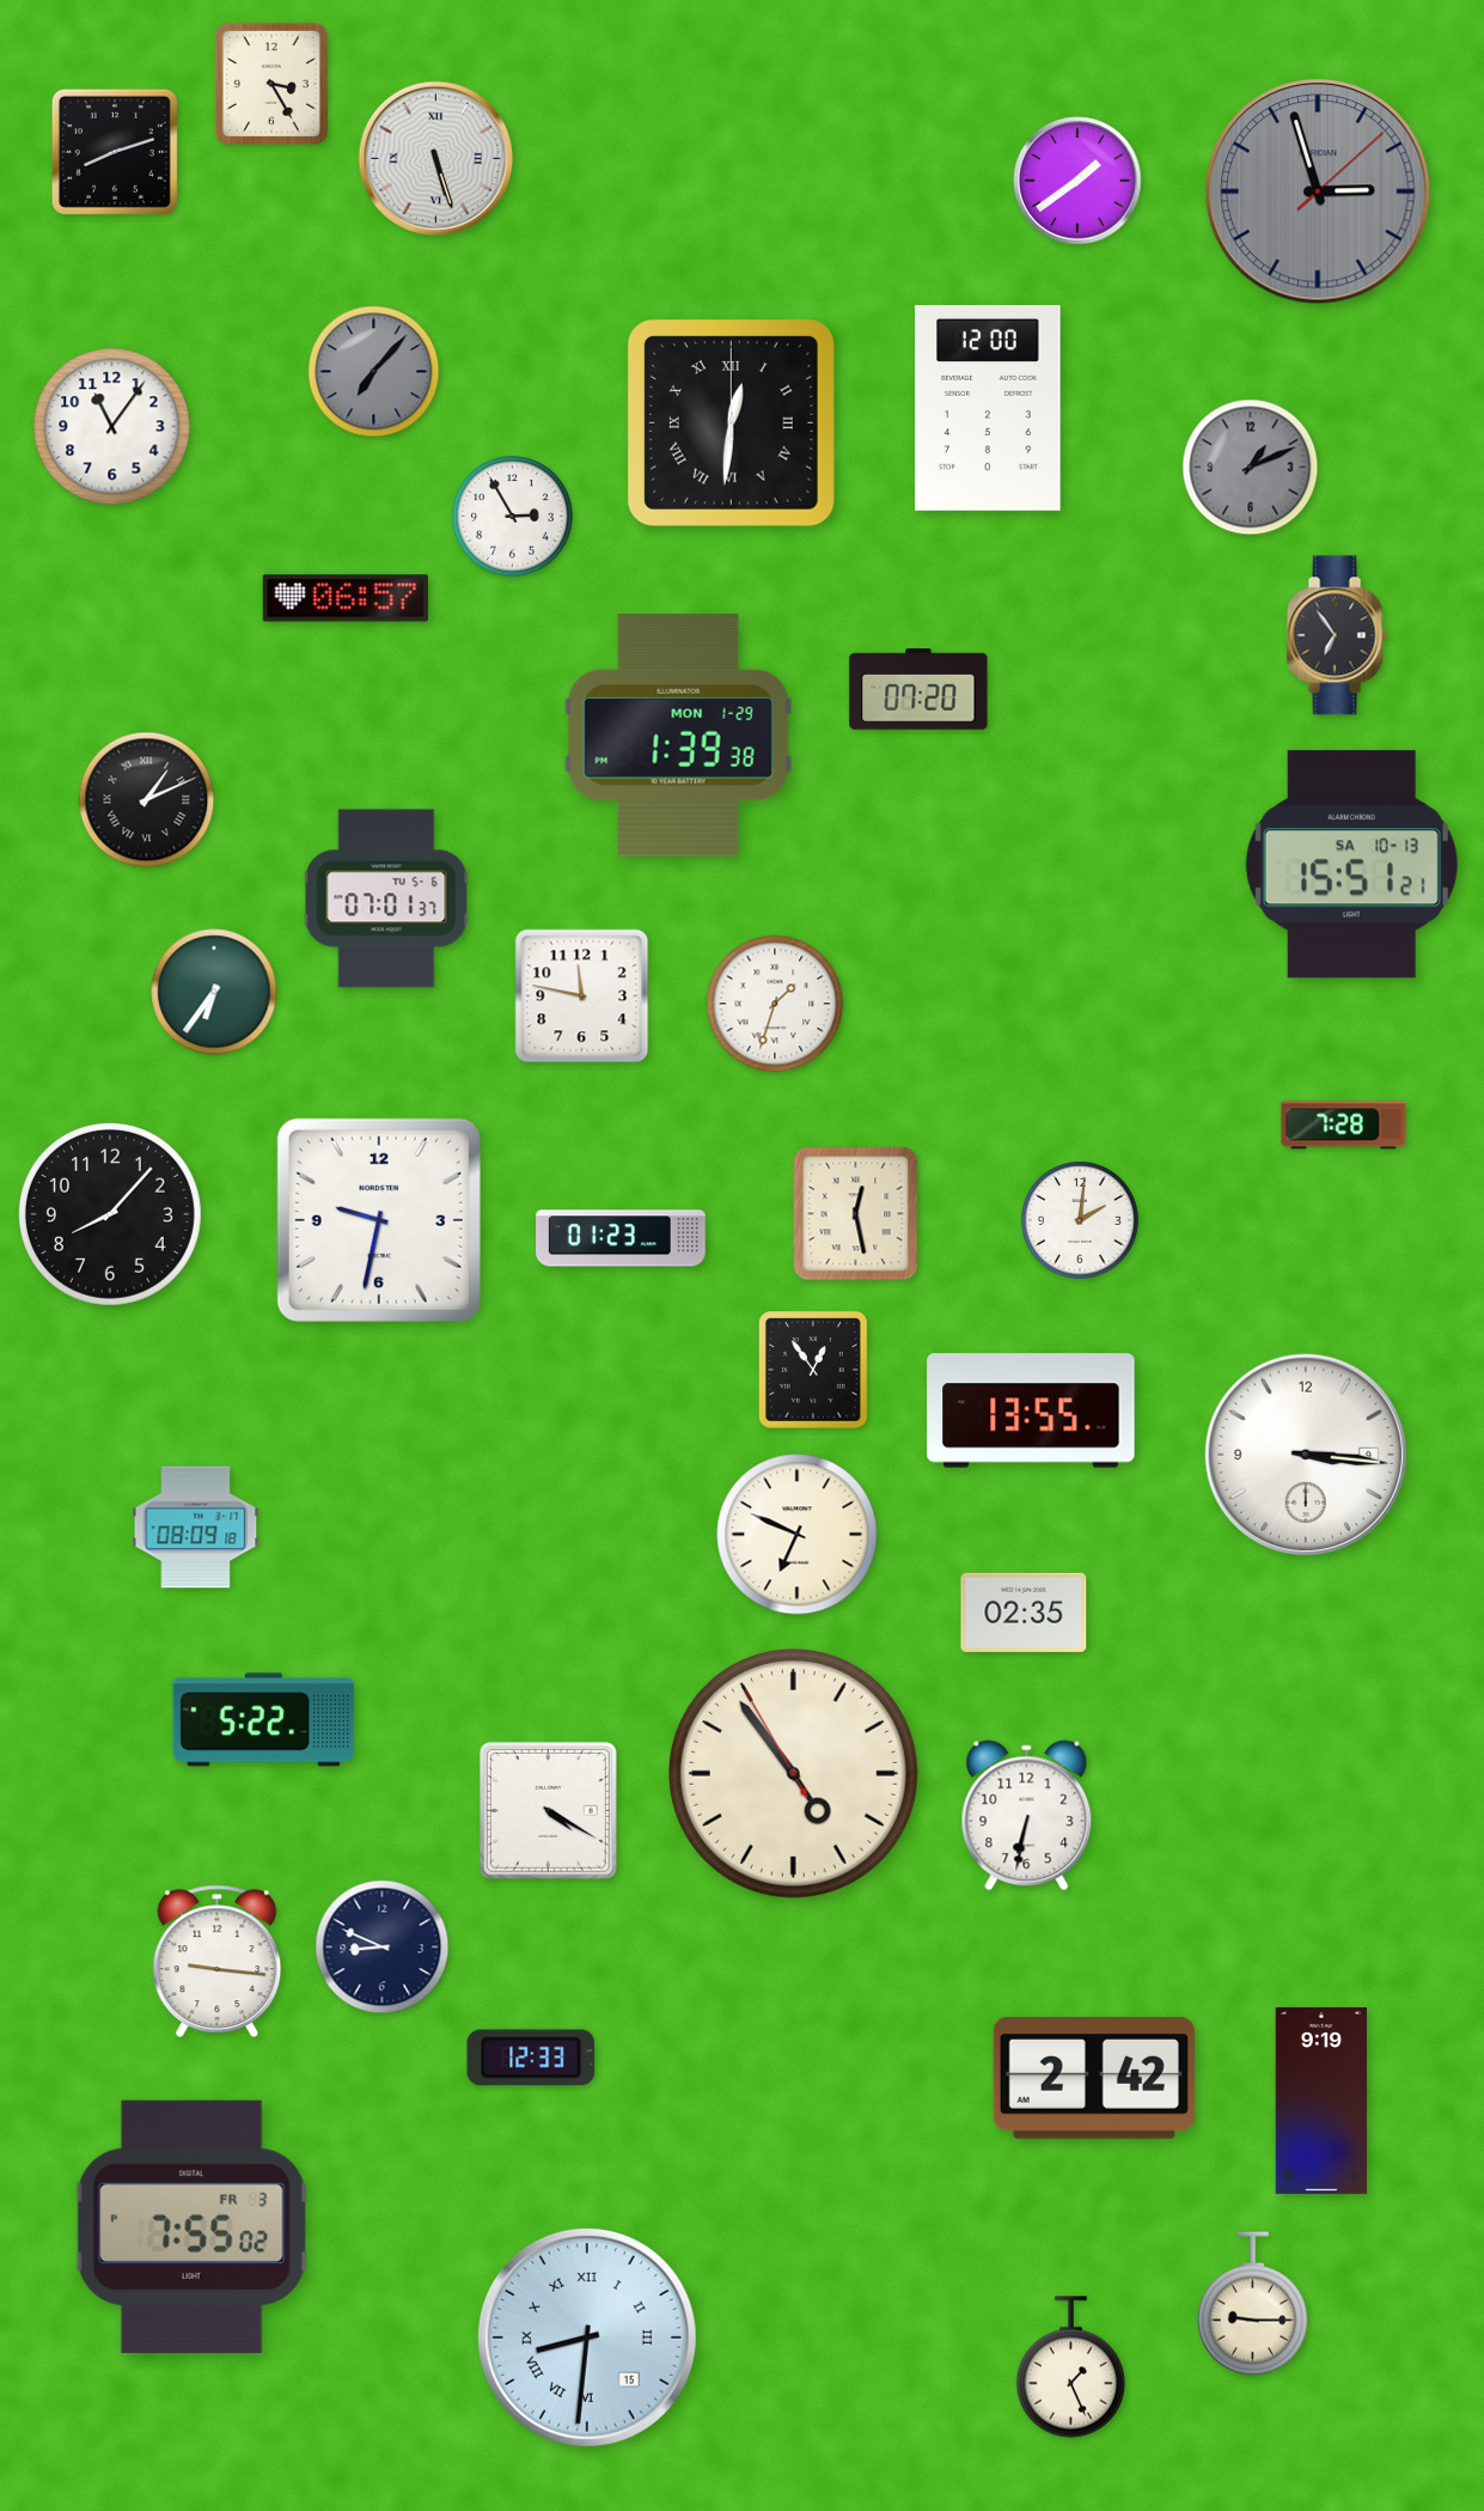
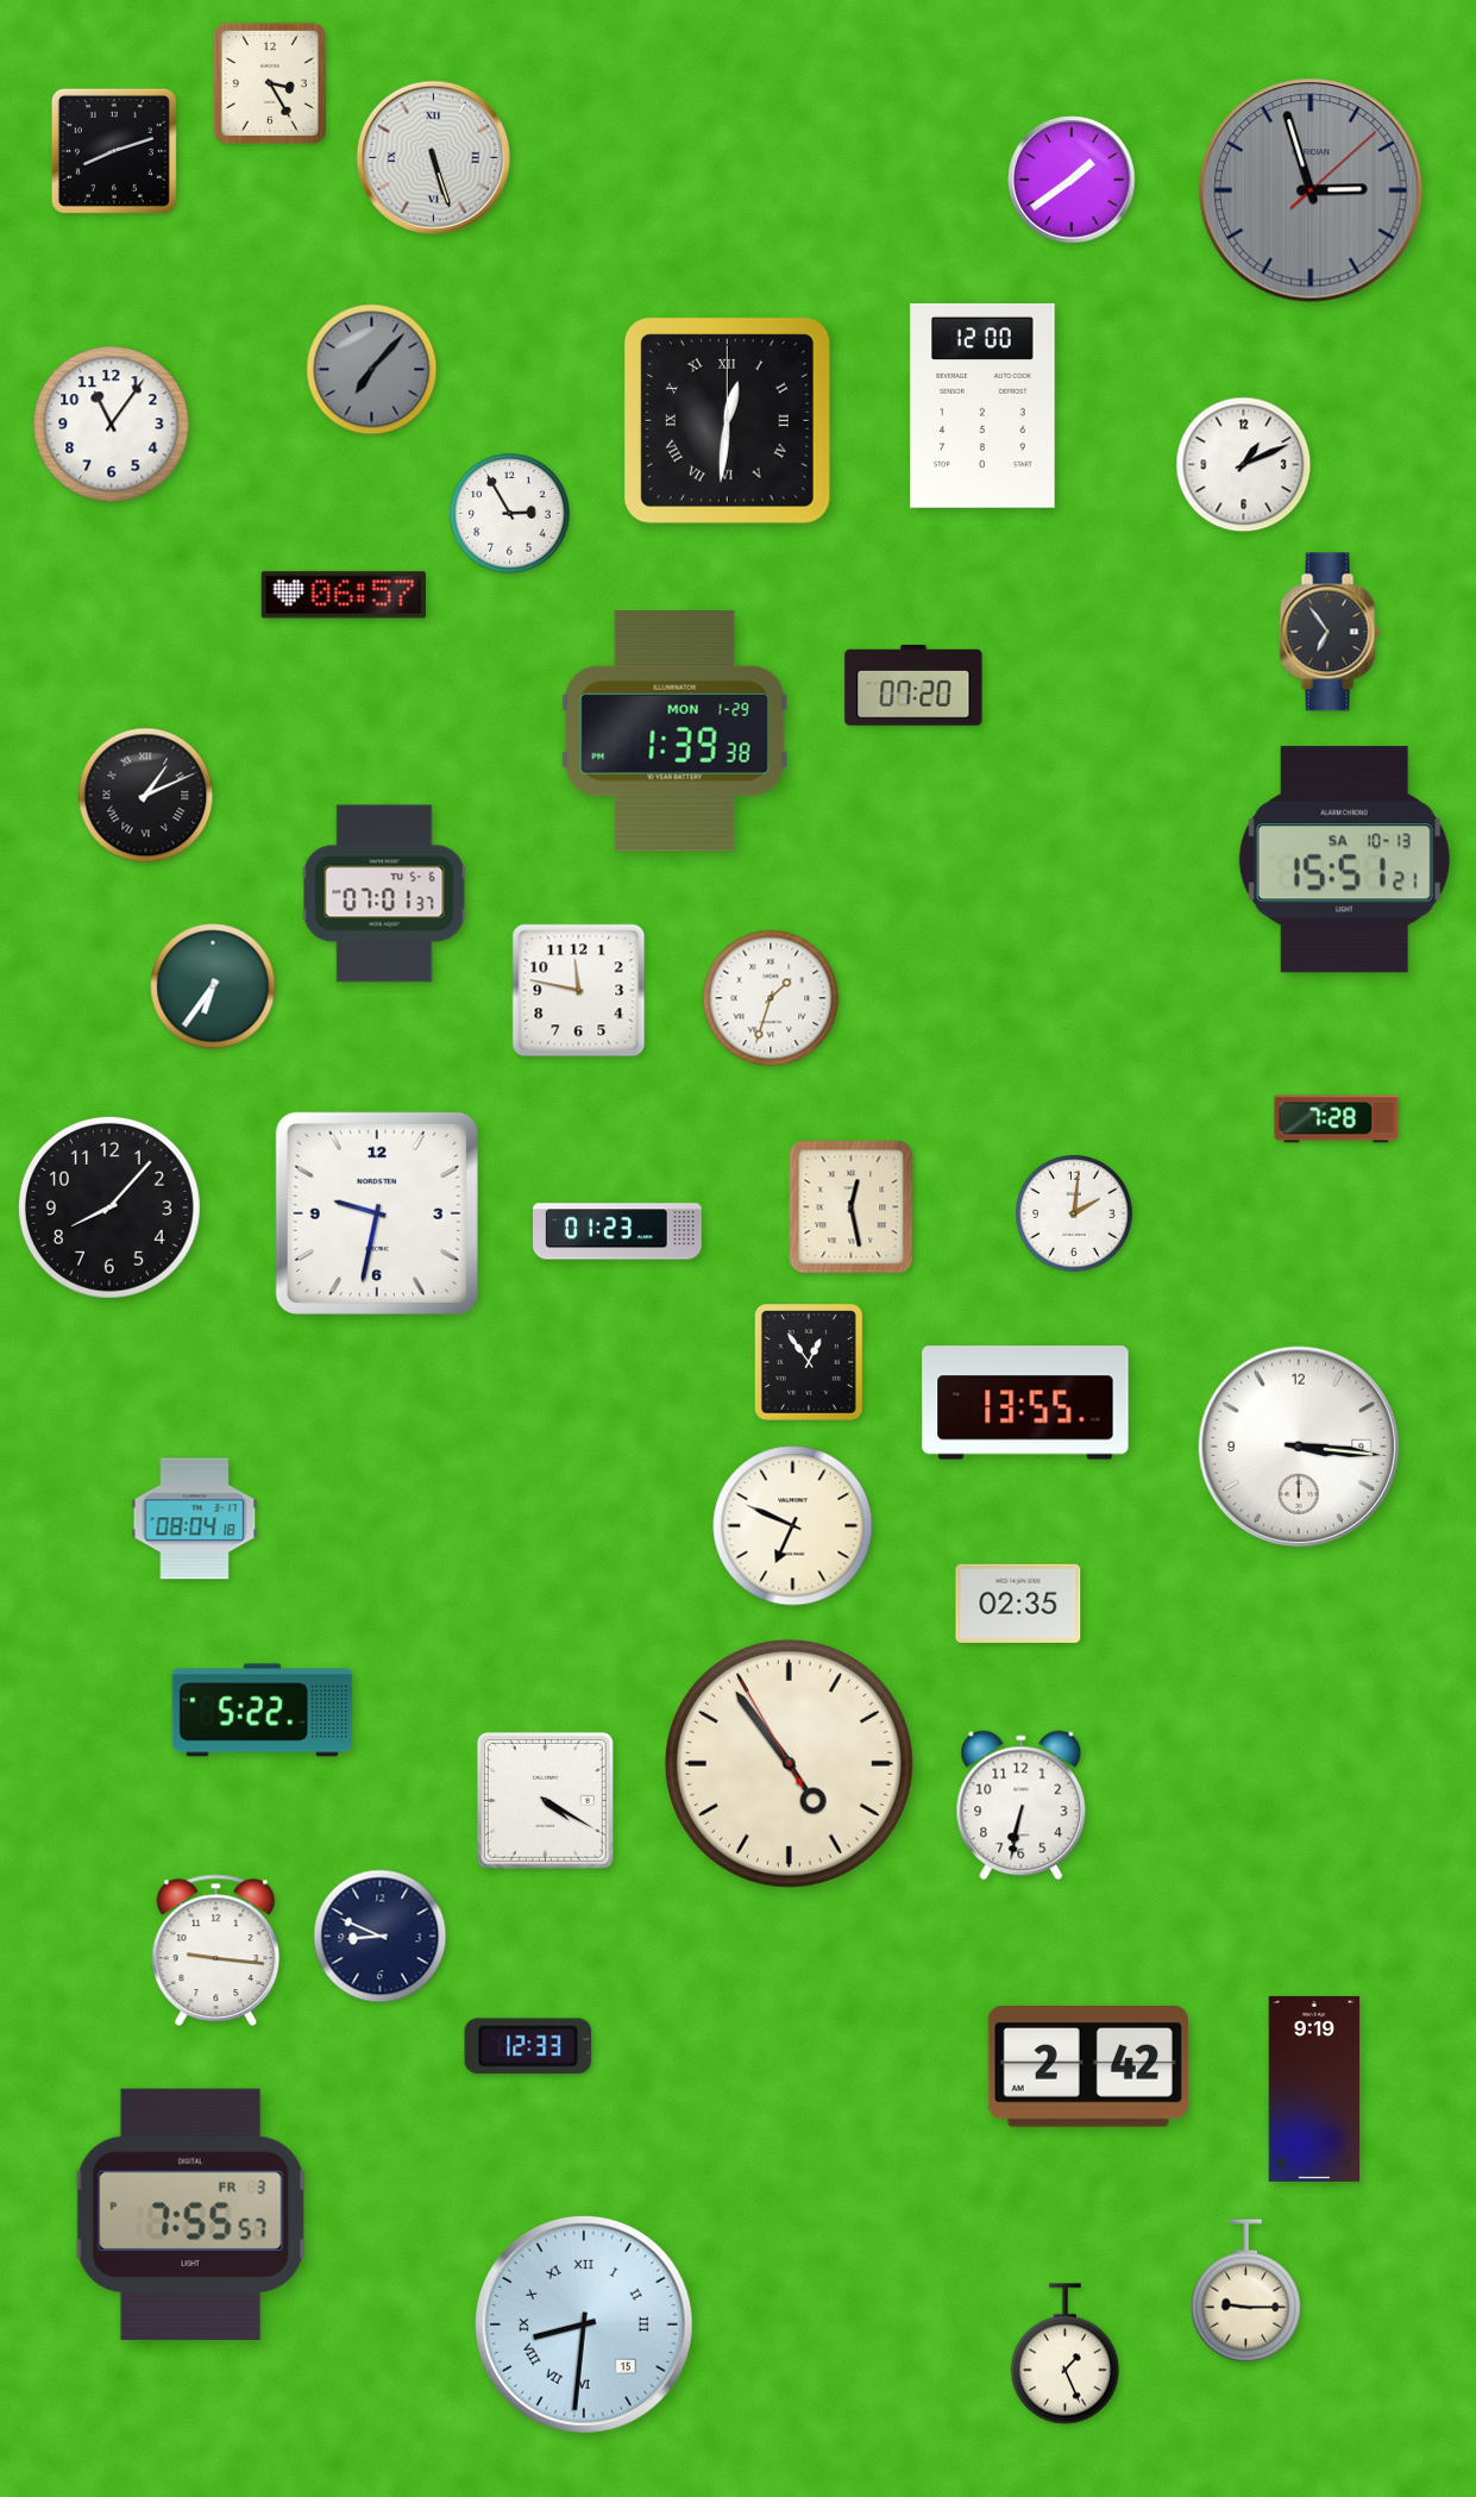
clock at (1251, 468) dial: grey -> white
clock at (196, 1528): 08:09 -> 08:04
clock at (191, 2226): 7:55:02 -> 7:55:57
